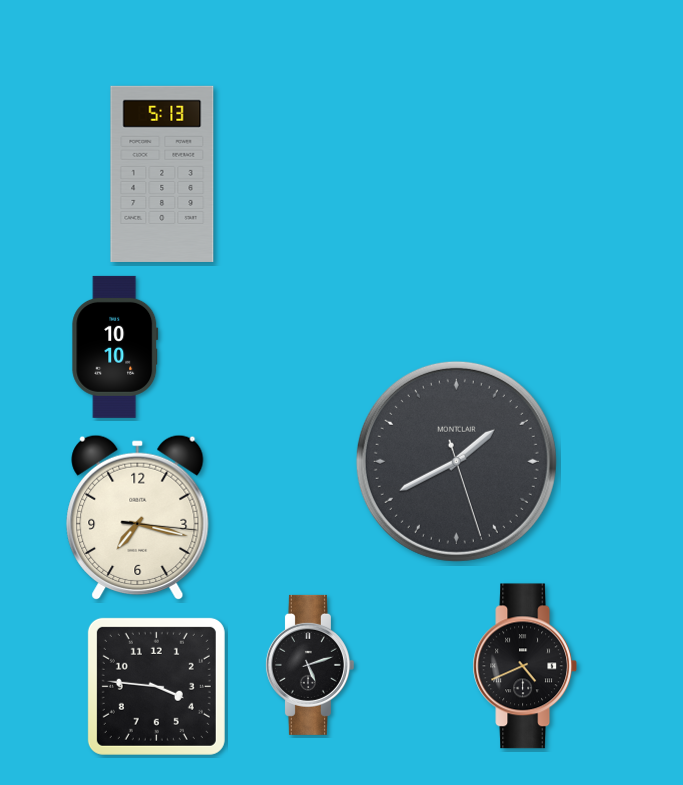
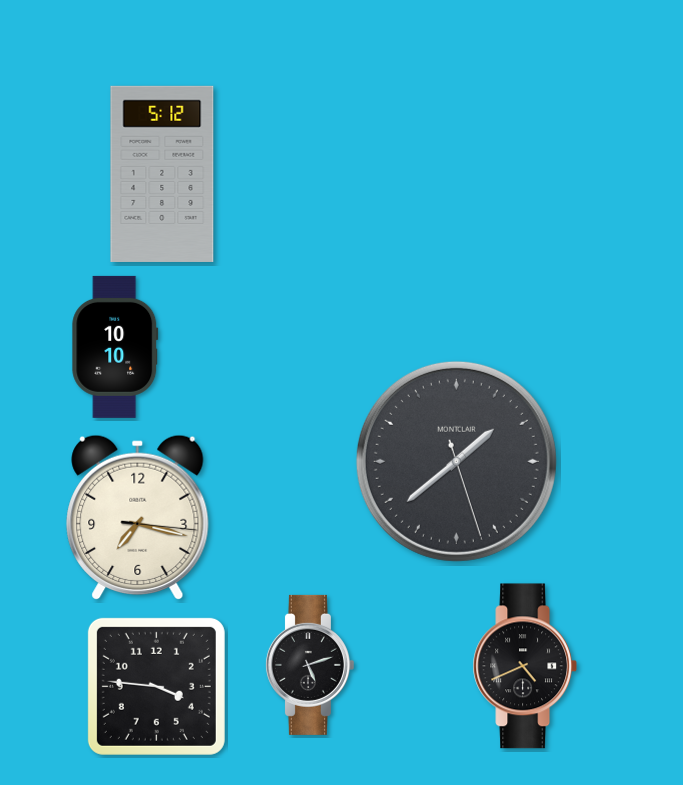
clock at (162, 174): 5:13 -> 5:12
clock at (456, 461): 1:40 -> 1:38
